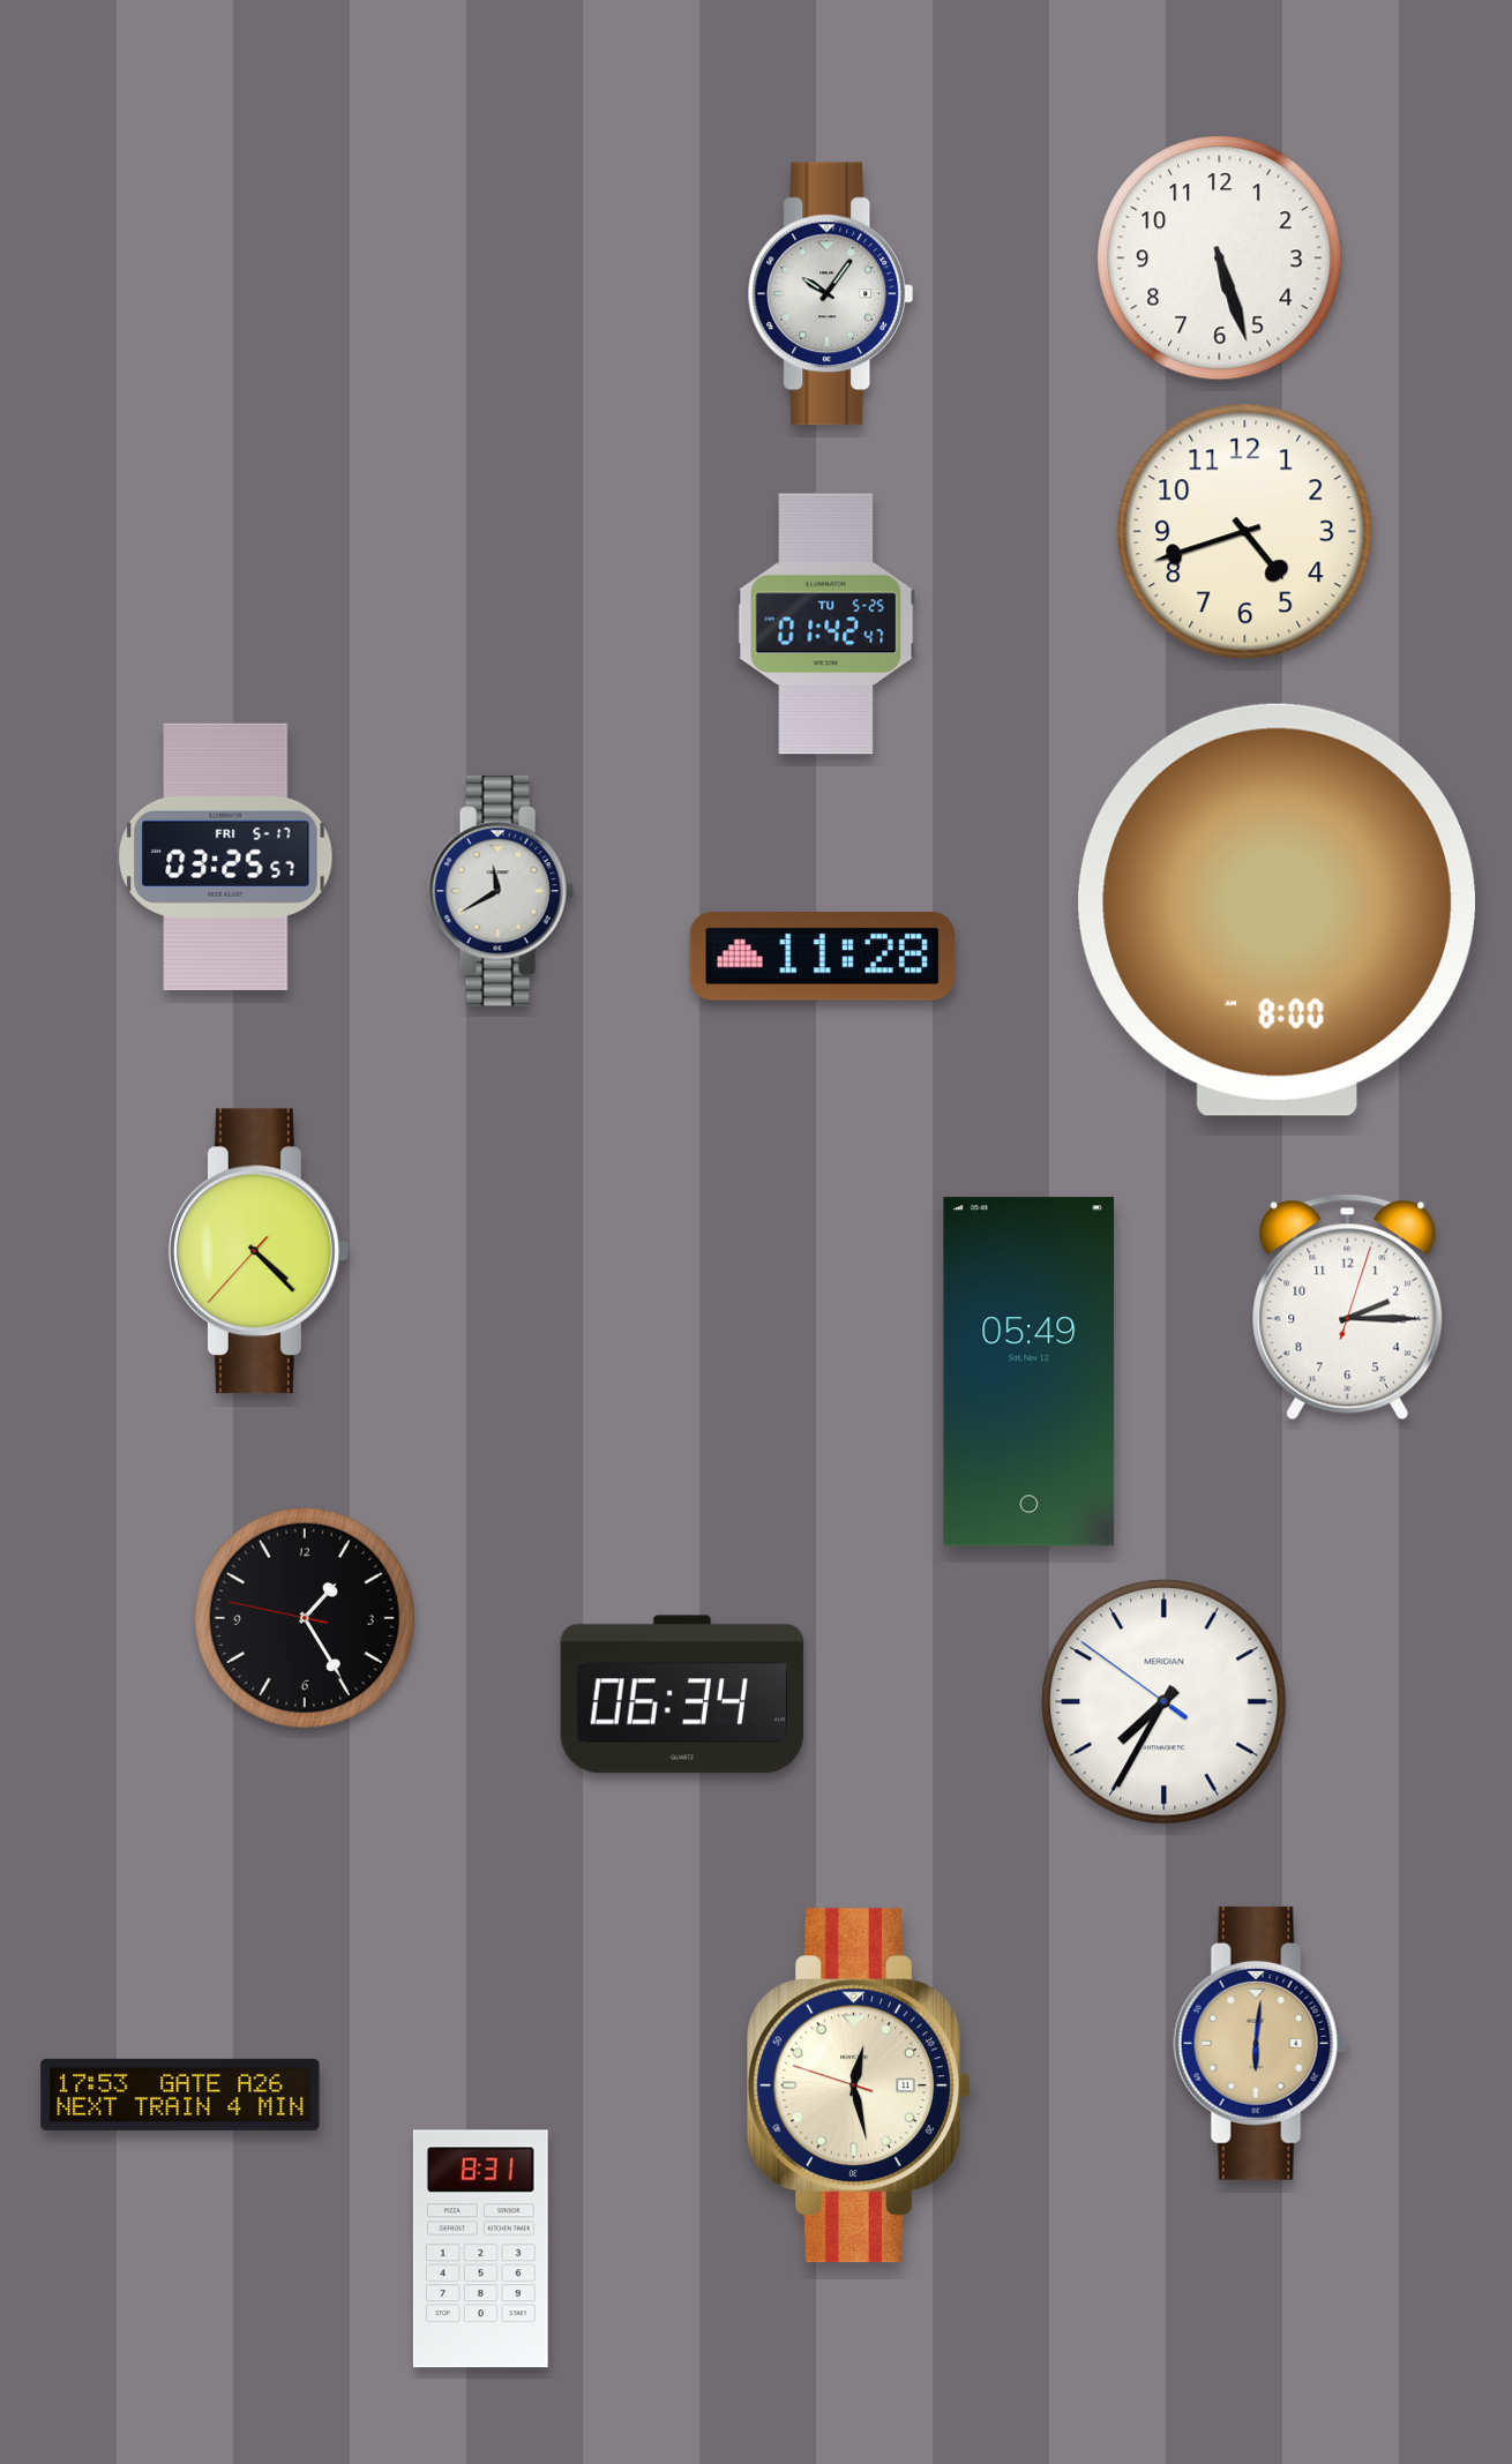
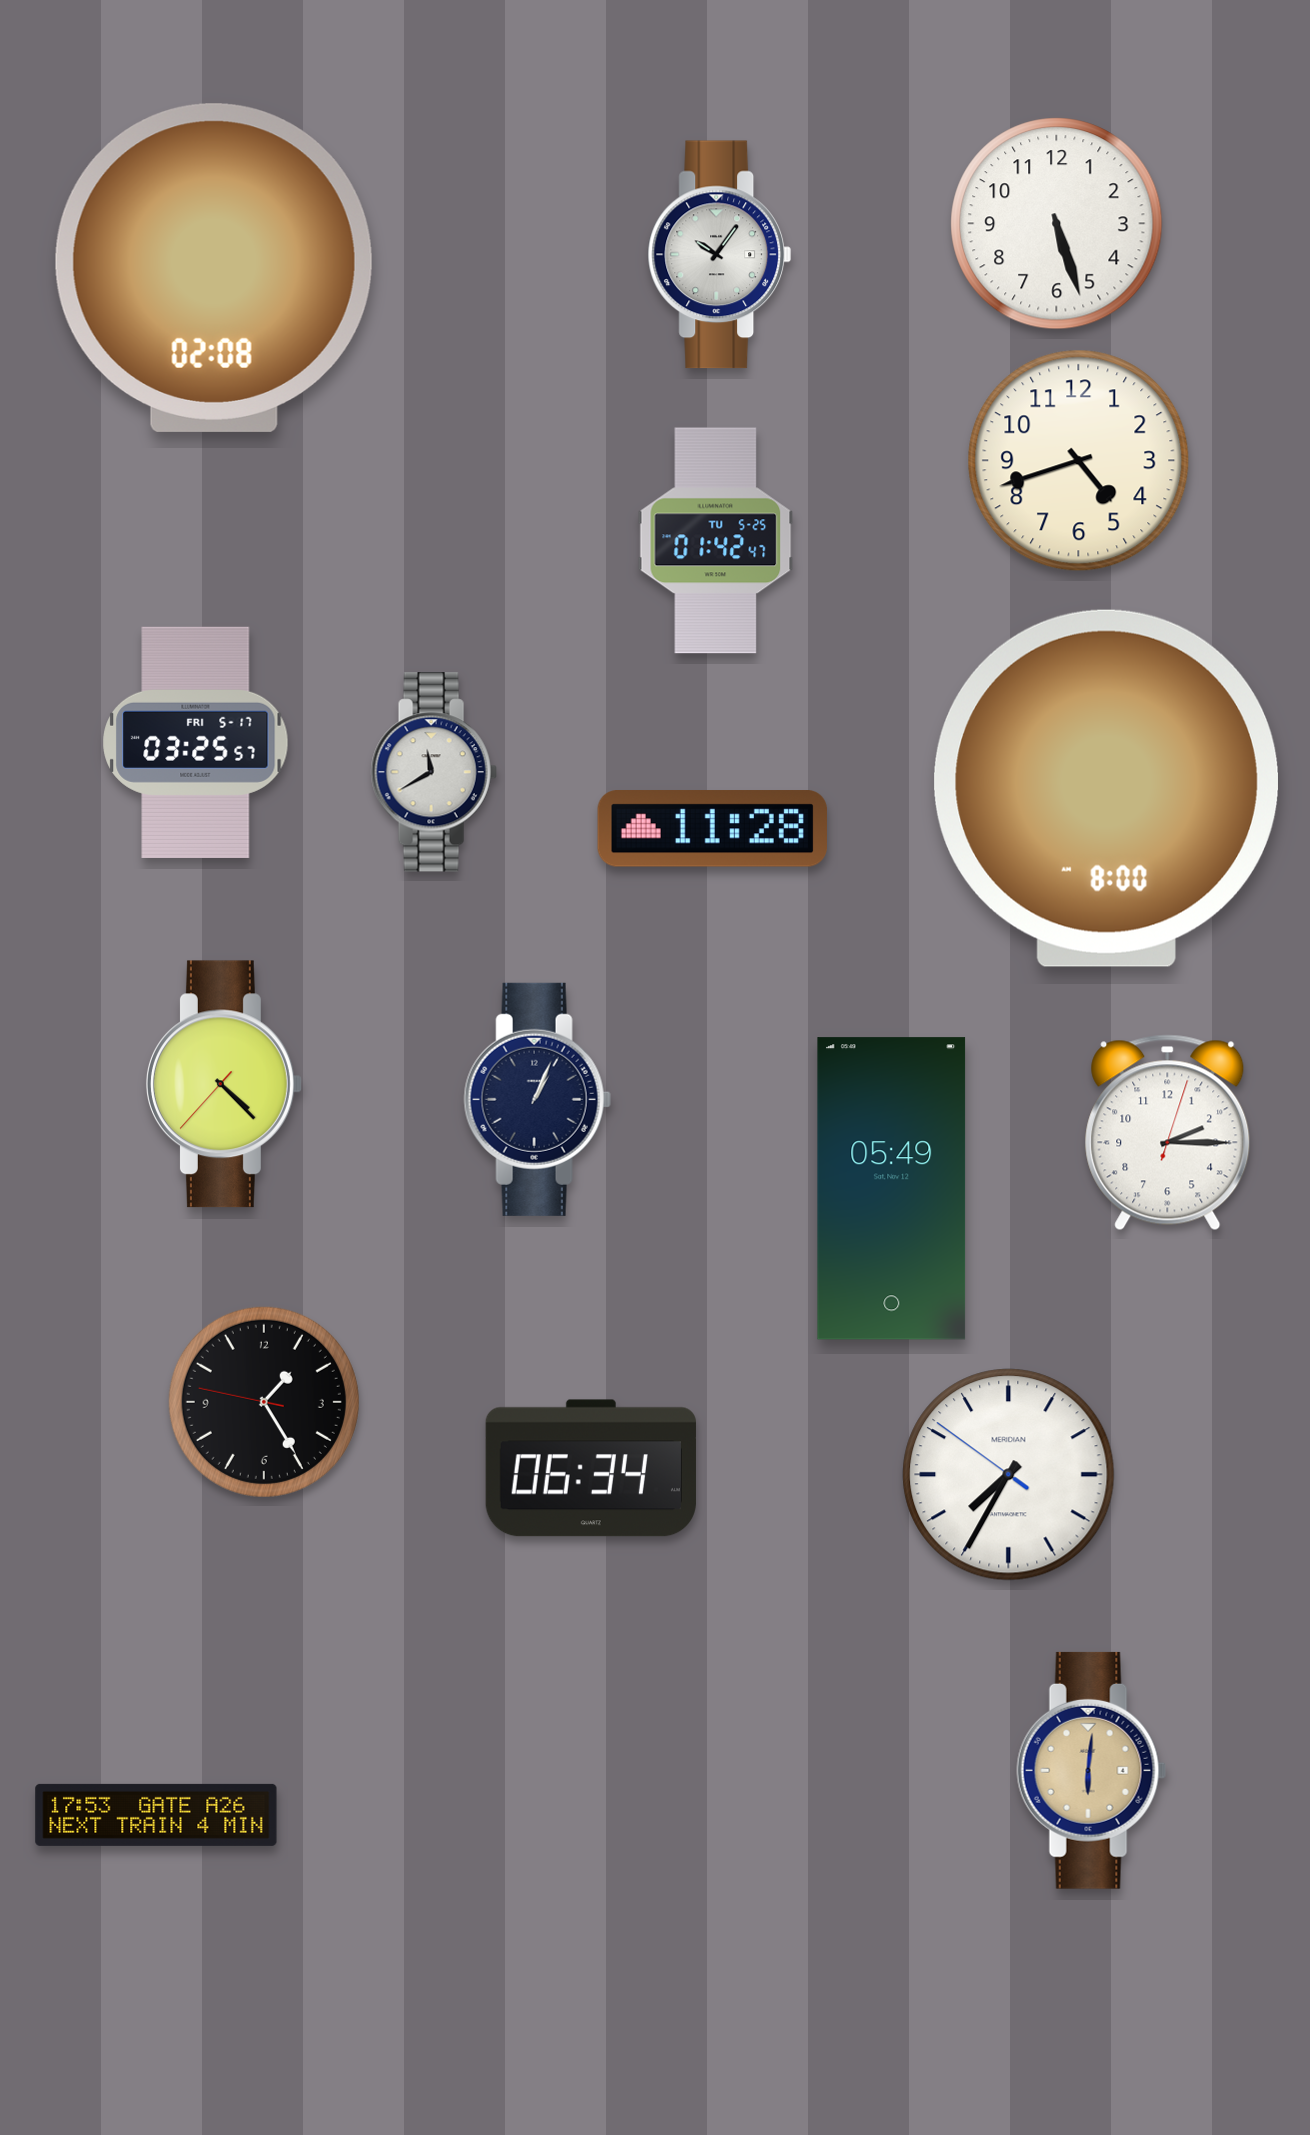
clock at (214, 268): none -> 02:08
clock at (537, 1099): none -> 1:04
clock at (859, 2085): 12:27 -> none
clock at (480, 2249): 8:31 -> none
